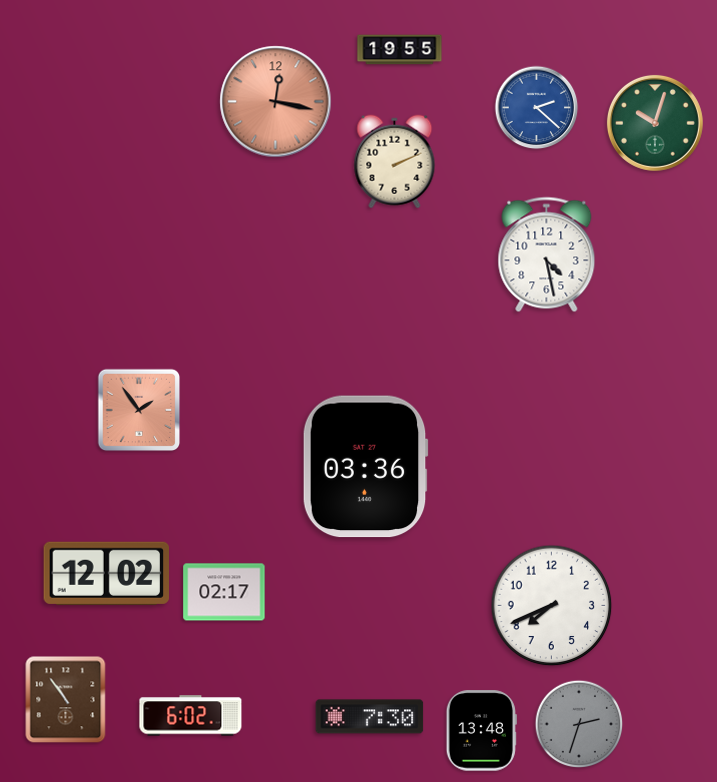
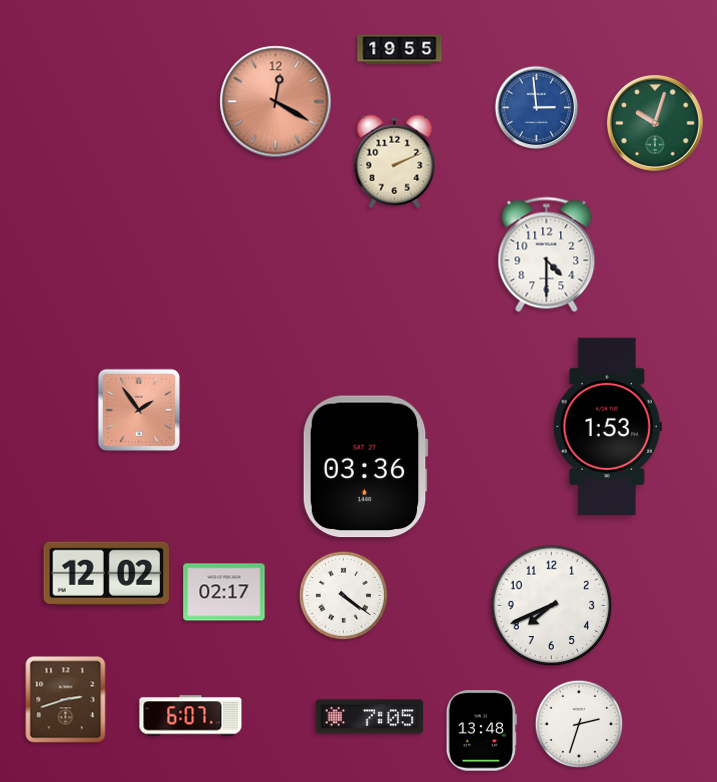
clock at (276, 102): 12:17 -> 12:20
clock at (537, 108): 2:22 -> 2:59
clock at (547, 255): 4:28 -> 4:30
clock at (607, 427): none -> 1:53
clock at (344, 596): none -> 4:21
clock at (66, 700): 10:54 -> 2:42
clock at (191, 716): 6:02 -> 6:07
clock at (370, 717): 7:30 -> 7:05
clock at (579, 724) dial: grey -> white
